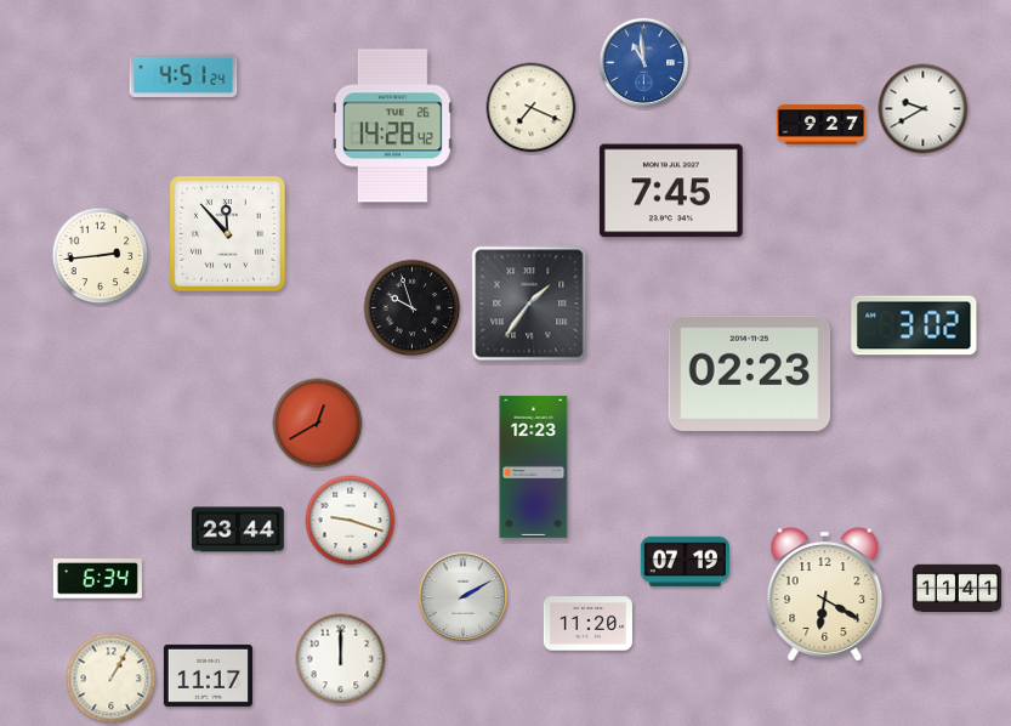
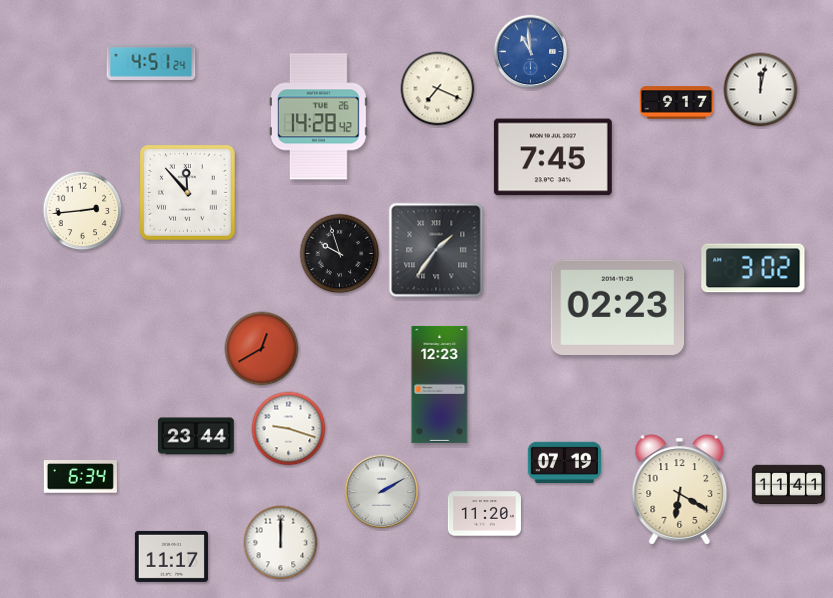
clock at (924, 109): 9:40 -> 12:02
clock at (820, 125): 9:27 -> 9:17
clock at (392, 126) position: (392, 126) -> (318, 117)
clock at (112, 679): 1:05 -> none
